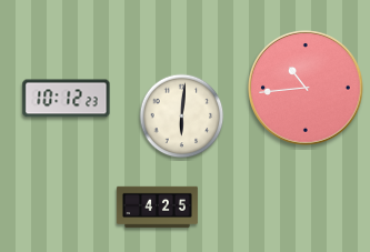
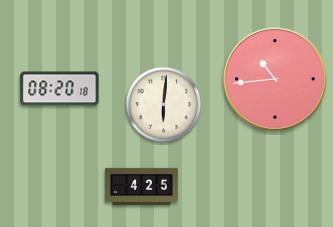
clock at (67, 99): 10:12 -> 08:20
